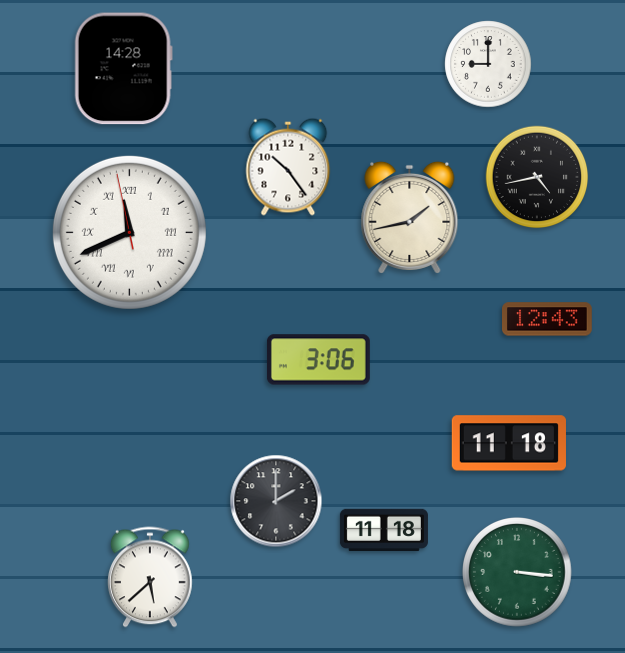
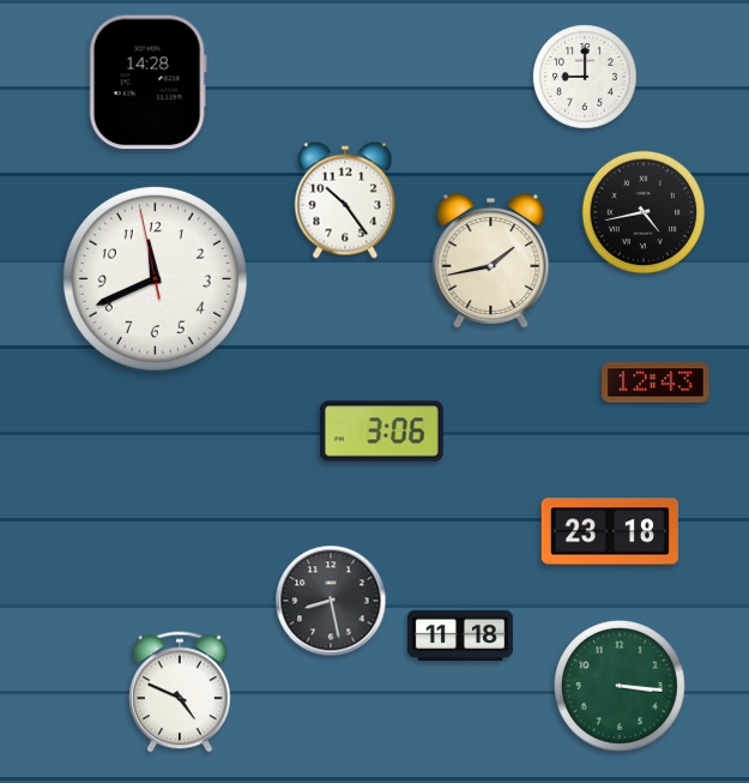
clock at (129, 232) numerals: Roman -> Arabic
clock at (509, 443): 11:18 -> 23:18
clock at (276, 501): 2:00 -> 8:28
clock at (151, 577): 5:38 -> 4:49
